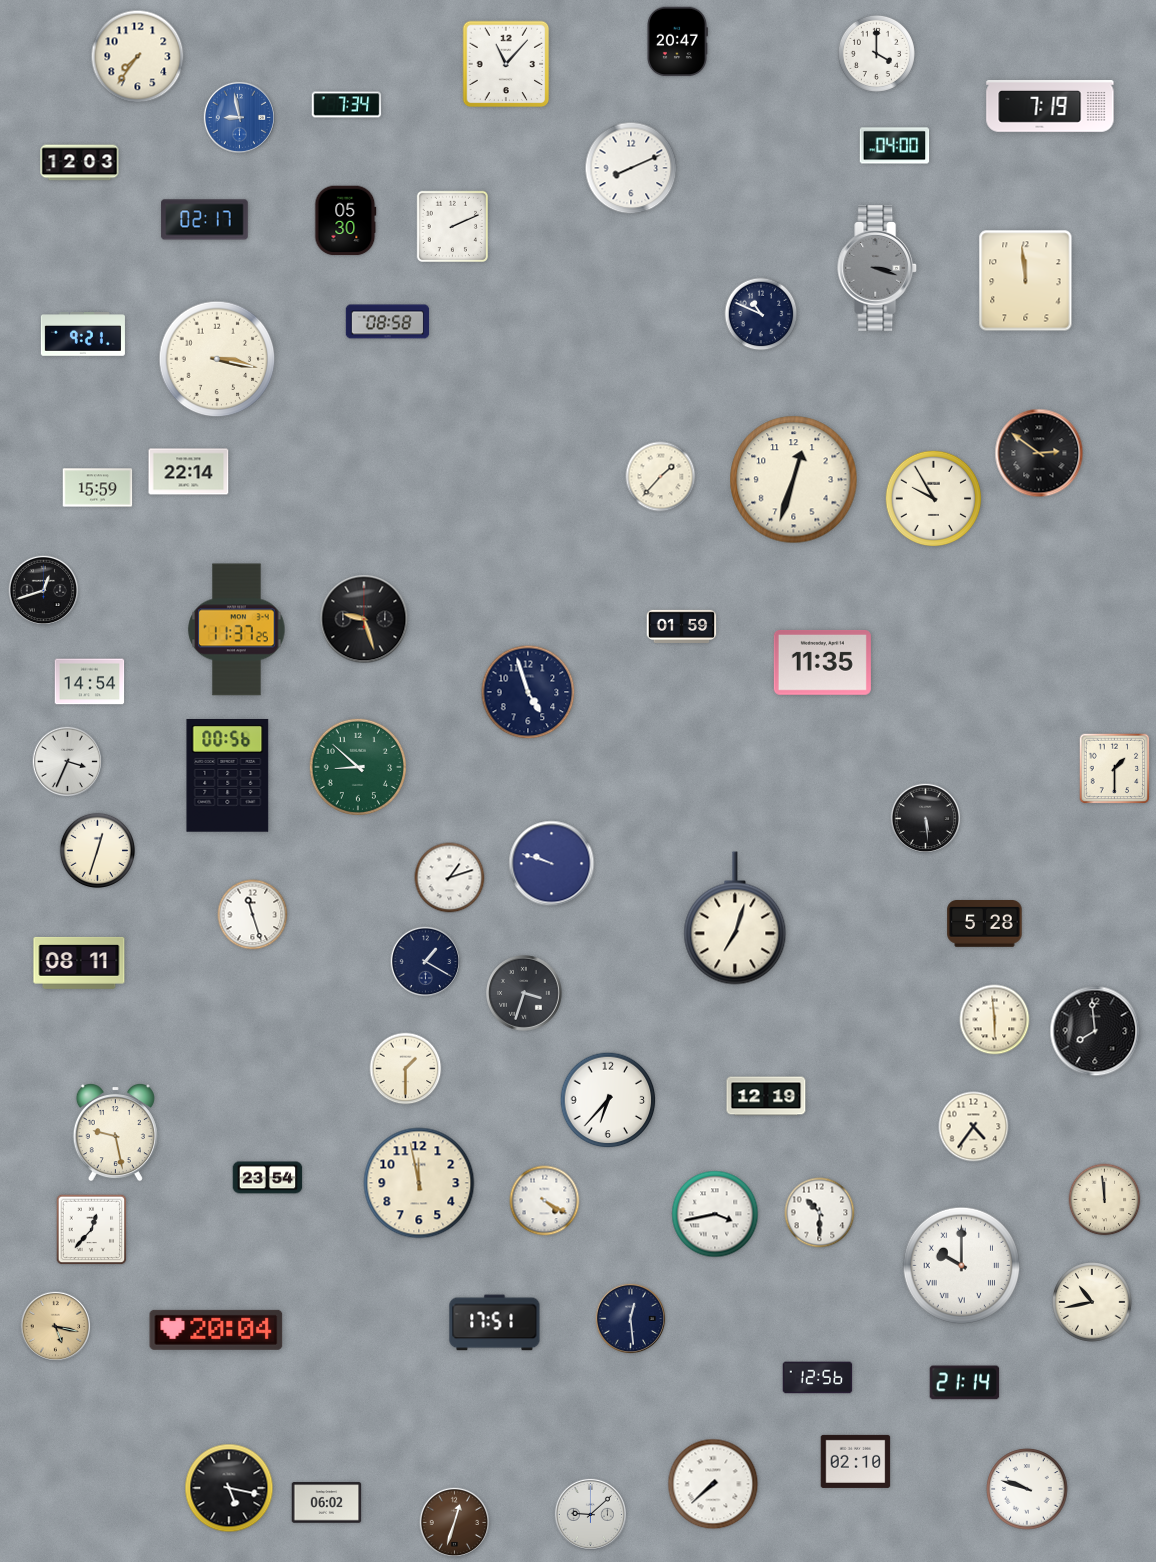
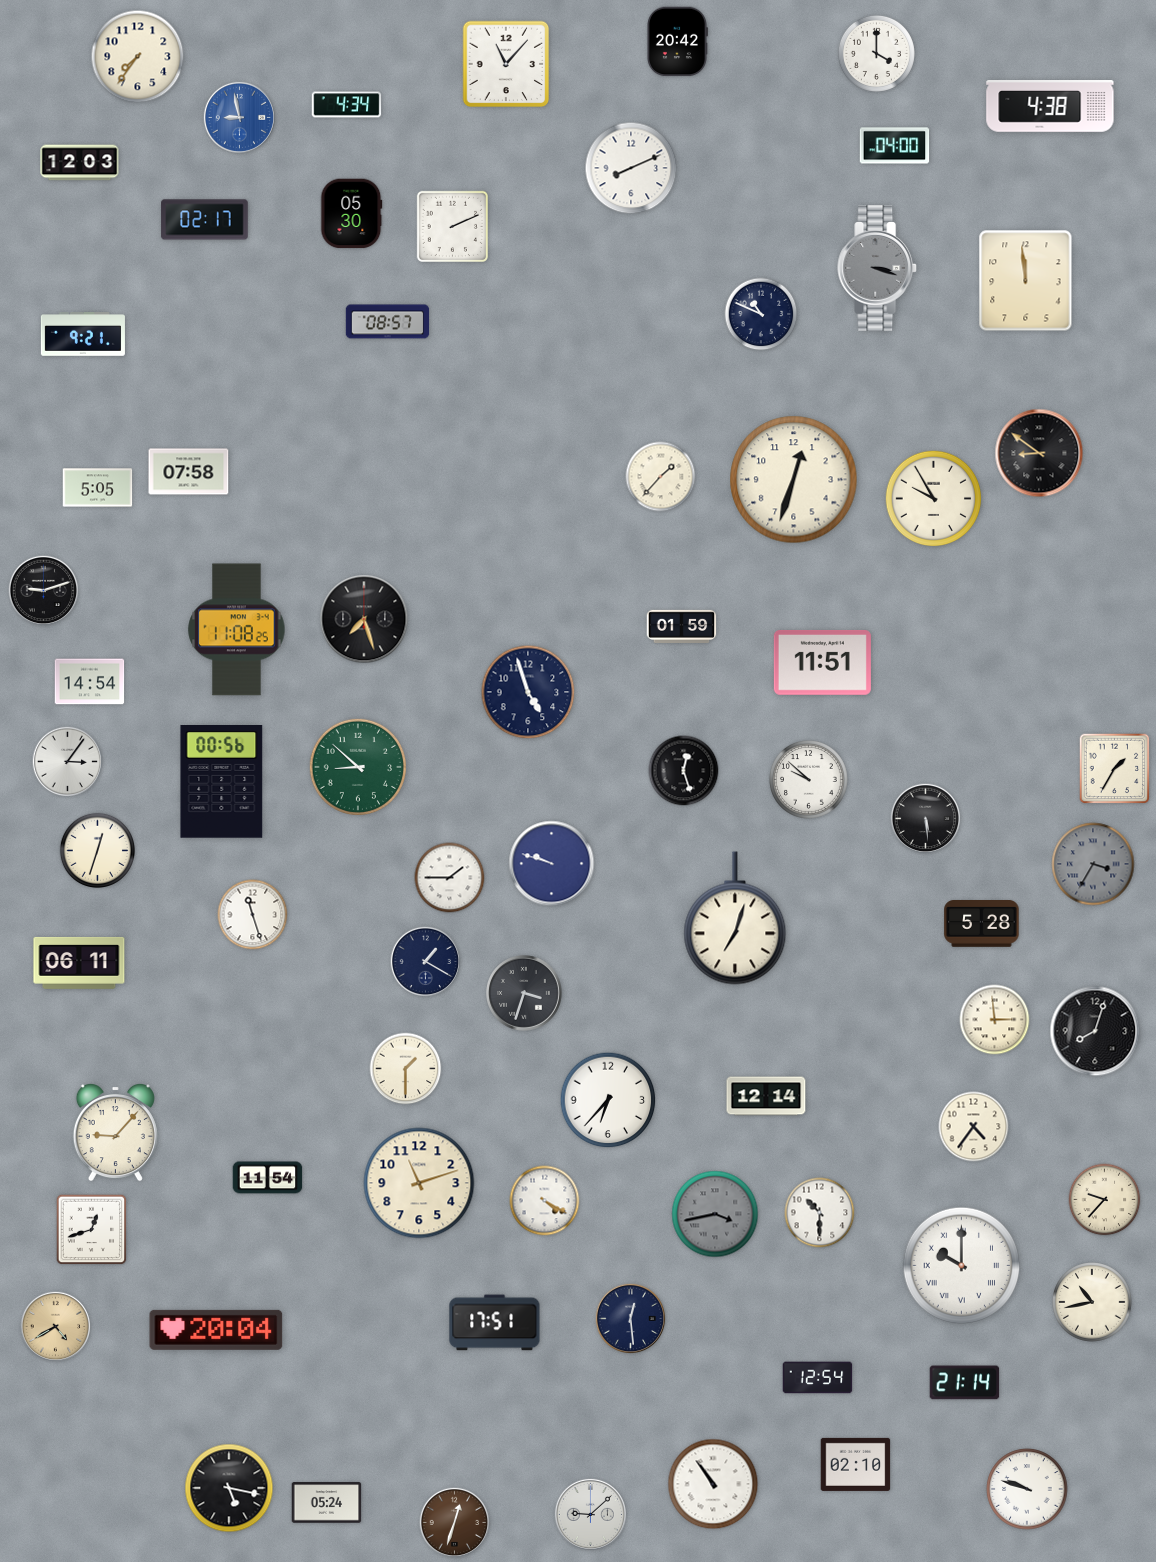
clock at (677, 42): 20:47 -> 20:42
clock at (347, 105): 7:34 -> 4:34
clock at (1050, 106): 7:19 -> 4:38
clock at (346, 221) position: (346, 221) -> (352, 214)
clock at (388, 322): 08:58 -> 08:57
clock at (217, 359): 3:17 -> none
clock at (1039, 453): 2:51 -> 8:51
clock at (189, 472): 22:14 -> 07:58
clock at (98, 488): 15:59 -> 5:05
clock at (44, 591): 12:42 -> 9:12
clock at (364, 619): 9:27 -> 7:27
clock at (237, 630): 11:37 -> 11:08
clock at (822, 662): 11:35 -> 11:51
clock at (68, 762): 3:34 -> 3:06
clock at (1115, 769): 1:30 -> 1:35
clock at (684, 771): none -> 12:27
clock at (228, 776) position: (228, 776) -> (222, 782)
clock at (809, 780): none -> 9:52
clock at (1093, 864): none -> 3:35
clock at (450, 878): 1:12 -> 1:45
clock at (985, 924) position: (985, 924) -> (982, 924)
clock at (79, 963): 08:11 -> 06:11
clock at (995, 1020): 5:59 -> 2:59
clock at (1095, 1031): 7:59 -> 8:03
clock at (766, 1096): 12:19 -> 12:14
clock at (115, 1133): 9:28 -> 9:07
clock at (268, 1178): 23:54 -> 11:54
clock at (419, 1183): 11:58 -> 11:12
clock at (1105, 1200): 11:59 -> 9:37
clock at (715, 1214) dial: white -> grey
clock at (92, 1230): 12:37 -> 12:42
clock at (56, 1327): 5:17 -> 4:40
clock at (818, 1378): 12:56 -> 12:54
clock at (856, 1461) position: (856, 1461) -> (856, 1464)
clock at (713, 1484): 7:38 -> 10:54
clock at (327, 1503): 06:02 -> 05:24
